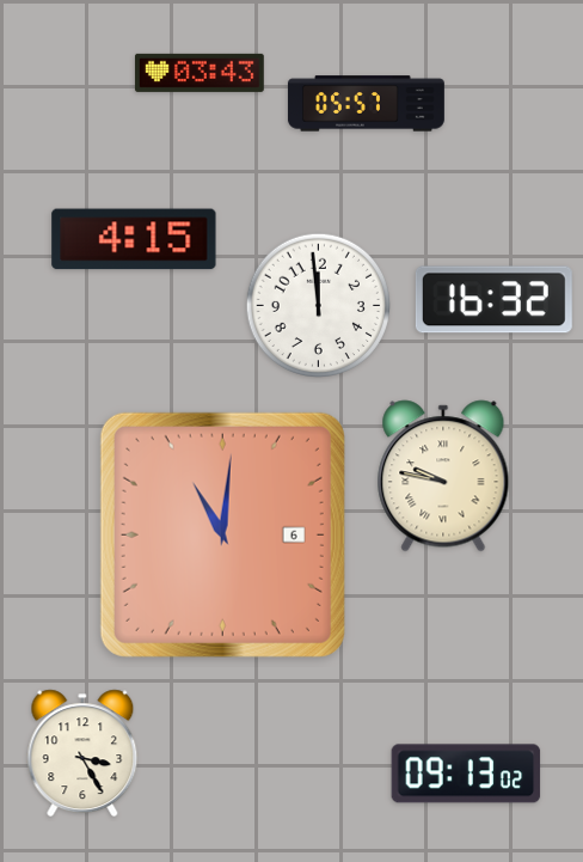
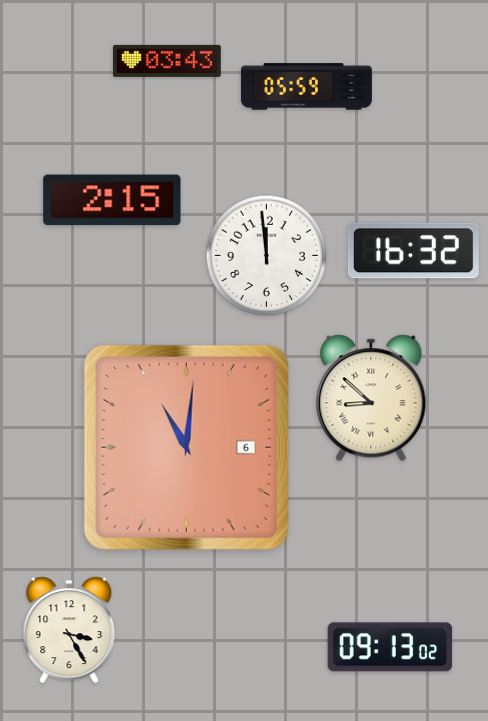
clock at (366, 104): 05:57 -> 05:59
clock at (134, 239): 4:15 -> 2:15
clock at (443, 476): 9:47 -> 8:52
